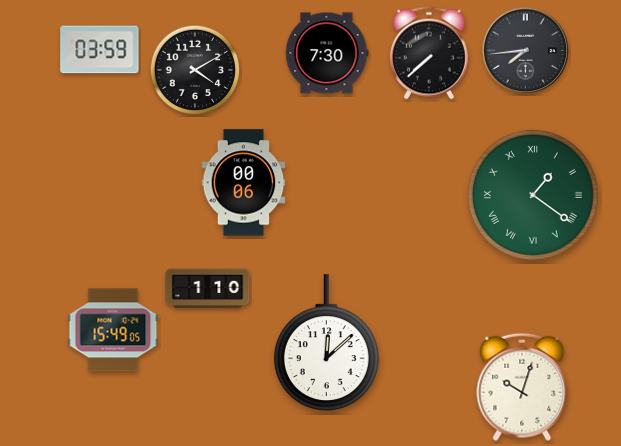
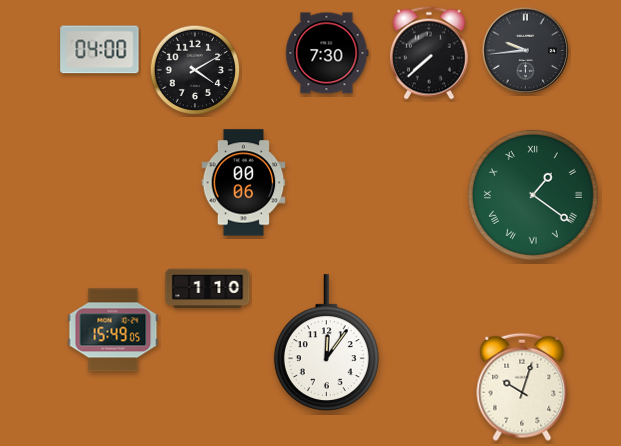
clock at (100, 50): 03:59 -> 04:00
clock at (525, 50): 7:44 -> 9:44
clock at (326, 343): 12:08 -> 12:06
